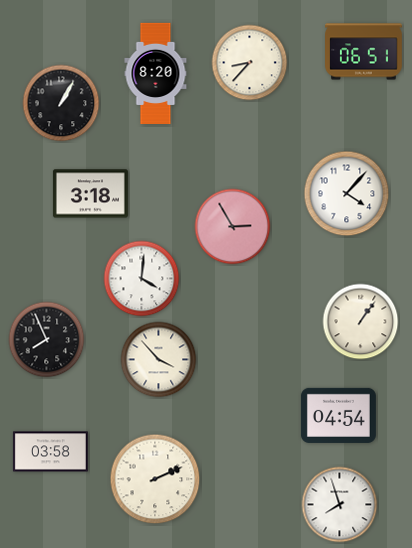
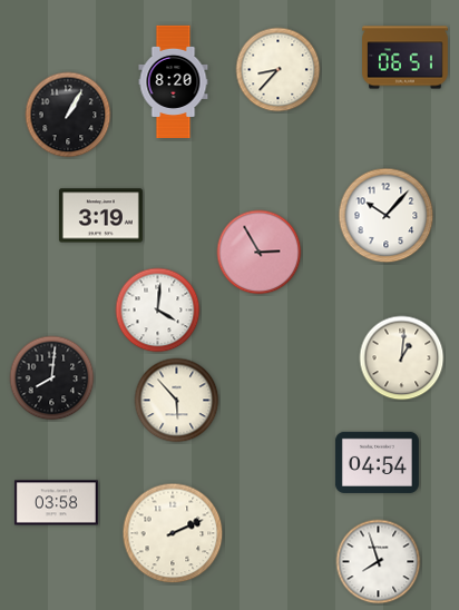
clock at (90, 194): 3:18 -> 3:19
clock at (347, 194): 4:07 -> 10:07
clock at (361, 322): 1:06 -> 1:01
clock at (47, 340): 7:56 -> 8:01
clock at (159, 360): 3:53 -> 5:53
